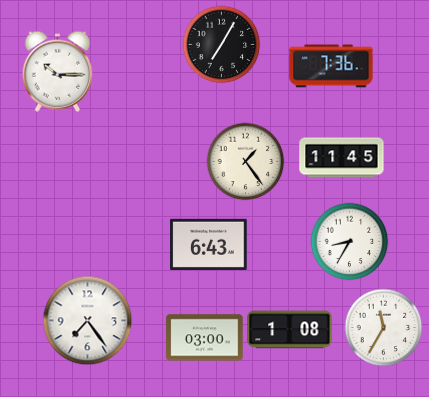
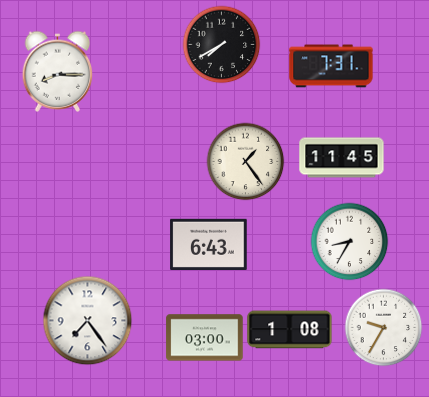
clock at (221, 44): 7:05 -> 7:40
clock at (331, 66): 7:36 -> 7:31
clock at (58, 71): 10:15 -> 8:15
clock at (383, 327): 11:35 -> 9:35
